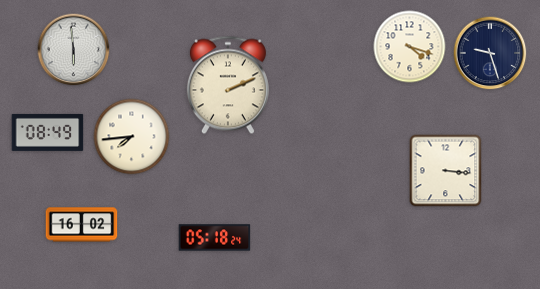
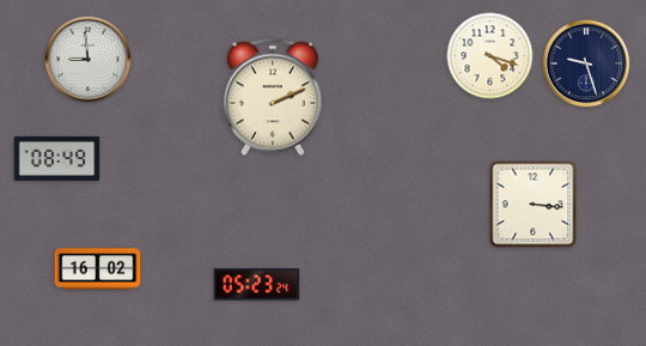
clock at (74, 50): 5:59 -> 8:59
clock at (228, 85) position: (228, 85) -> (273, 97)
clock at (132, 137): 7:44 -> none
clock at (215, 238): 05:18 -> 05:23
